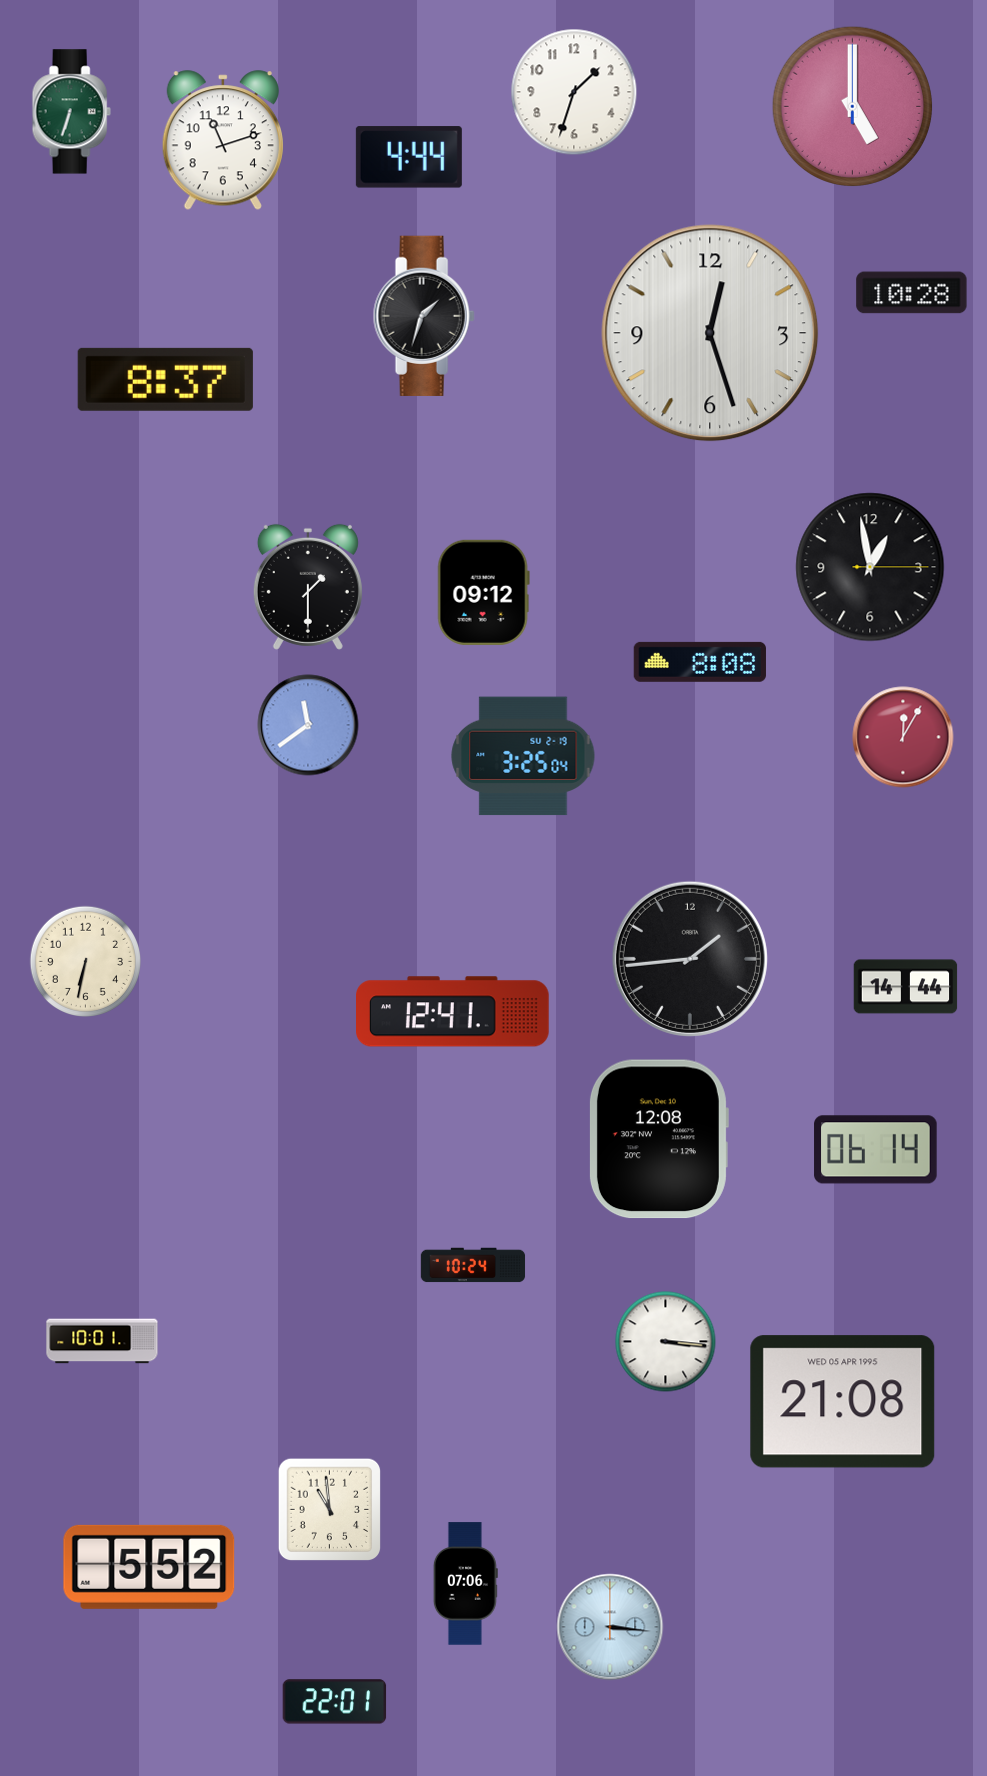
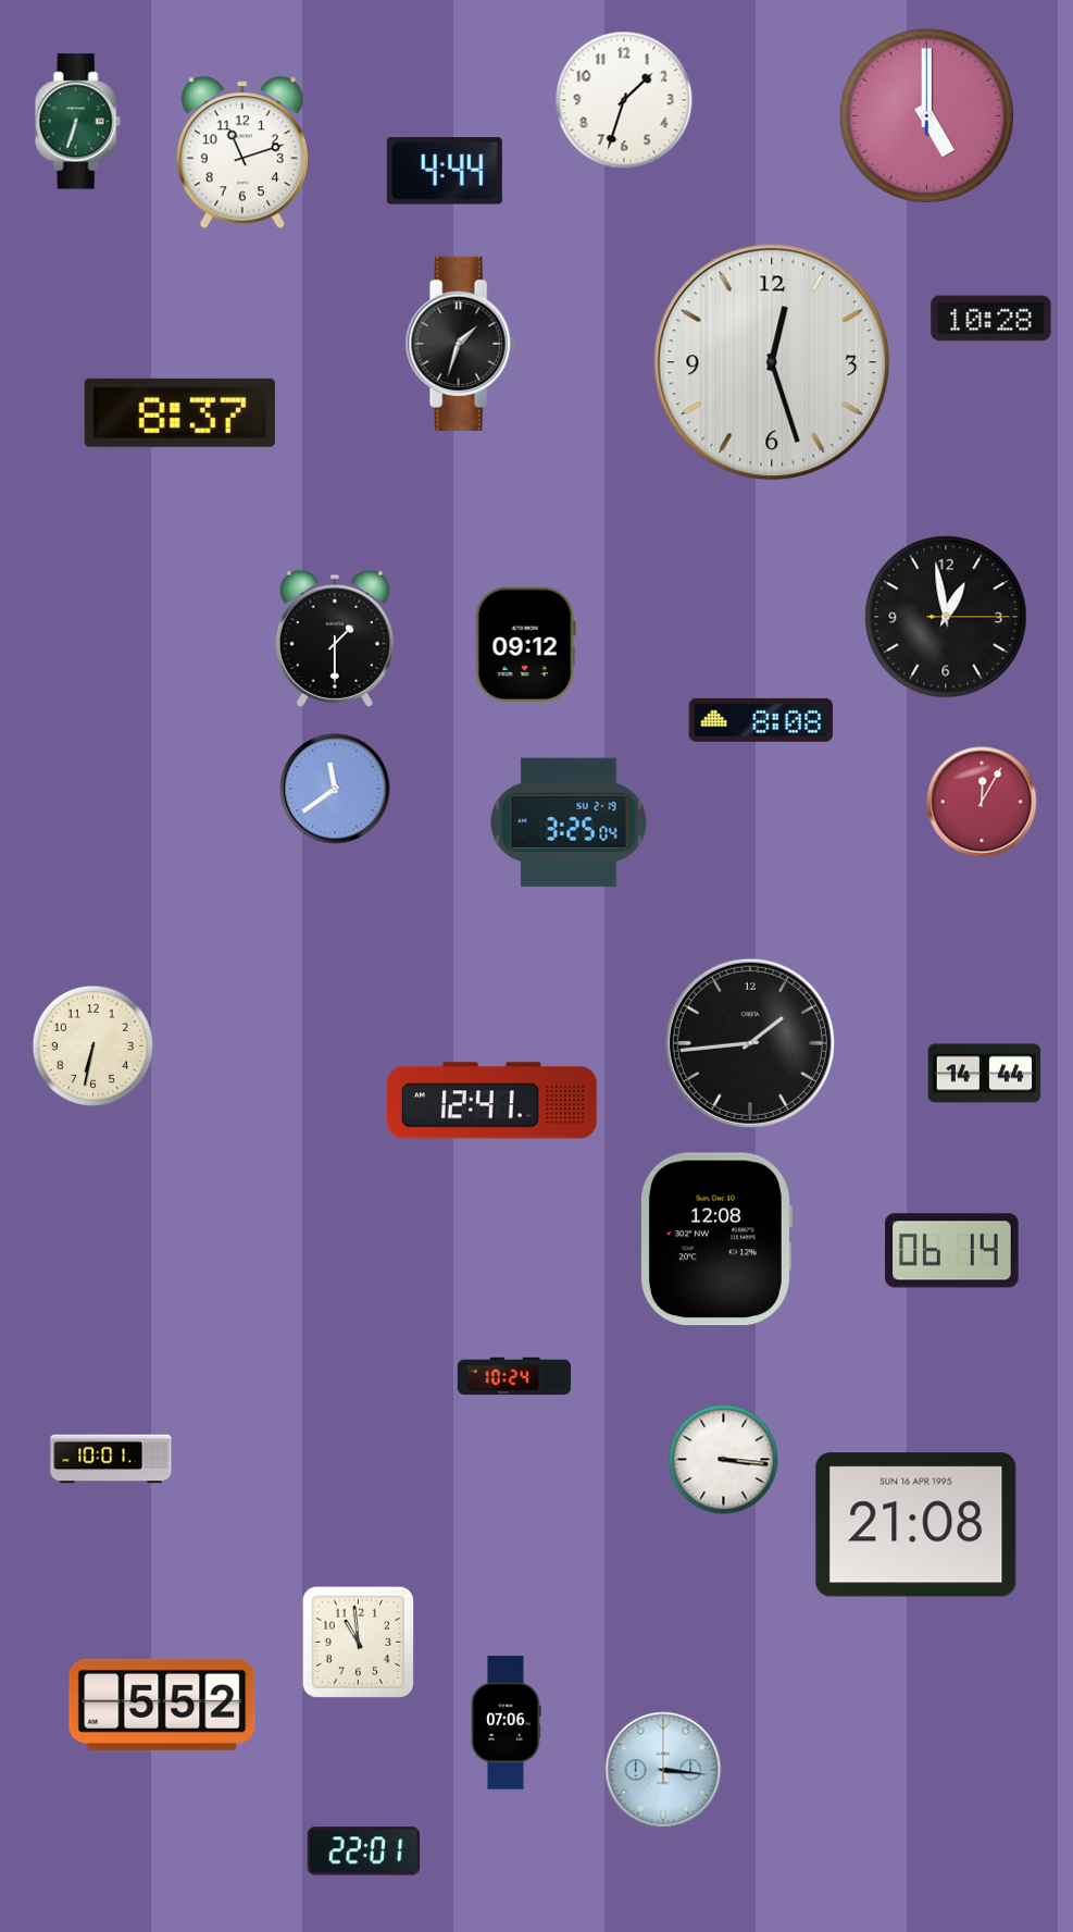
clock at (843, 1402) date: WED 05 APR 1995 -> SUN 16 APR 1995
